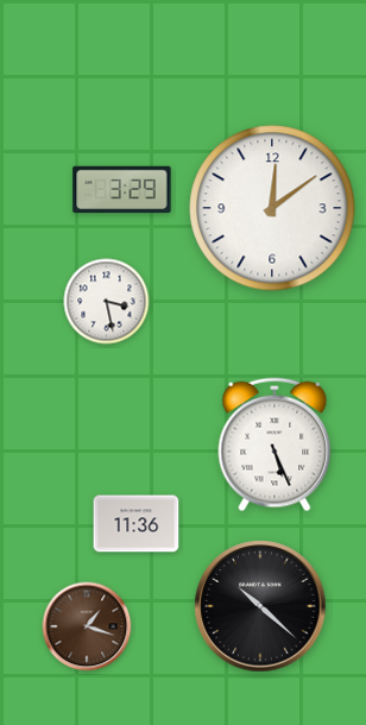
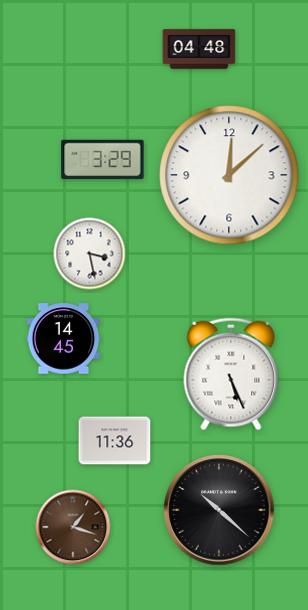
clock at (199, 49): none -> 04:48
clock at (272, 208): 12:09 -> 12:08
clock at (64, 339): none -> 14:45
